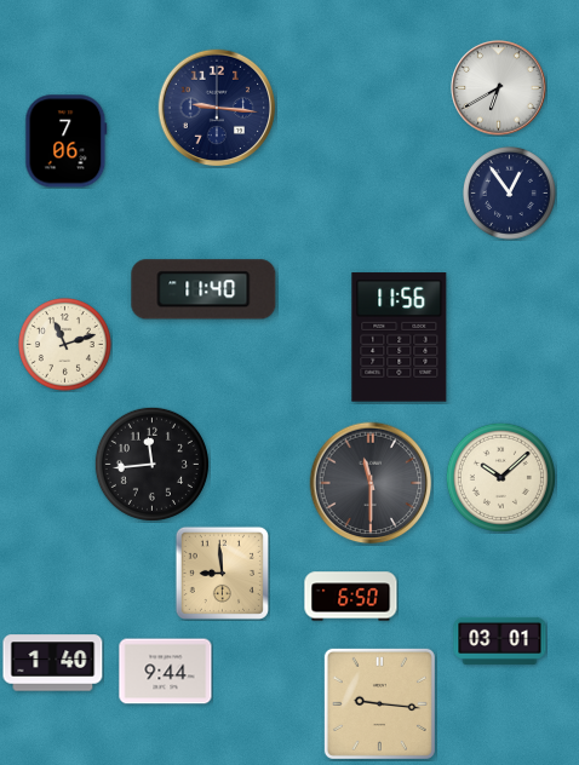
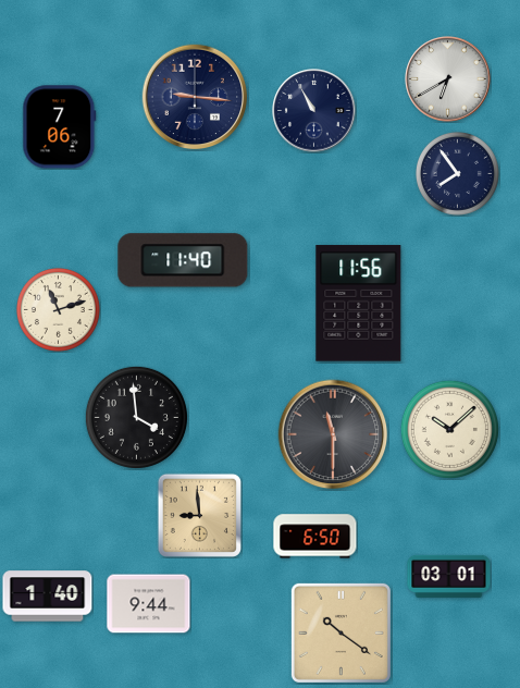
clock at (314, 111): none -> 10:55
clock at (509, 192): 12:54 -> 7:54
clock at (151, 464): 11:44 -> 3:59
clock at (379, 703): 9:16 -> 10:21
